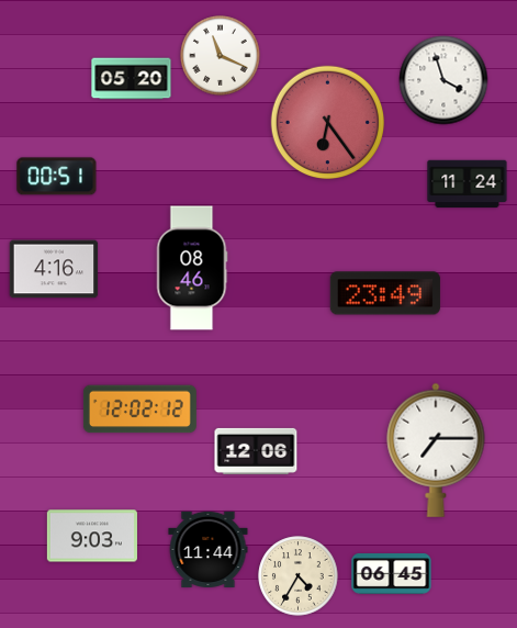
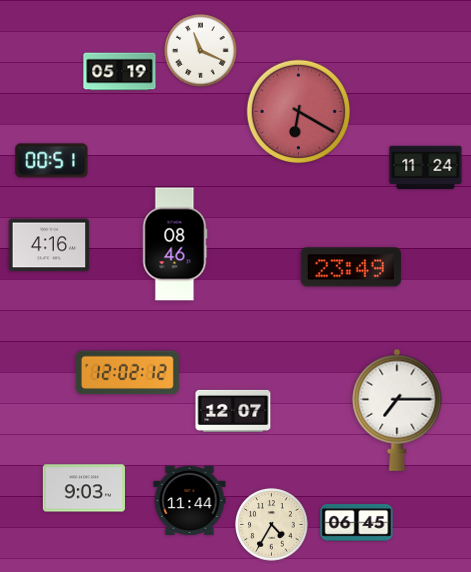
clock at (132, 79): 05:20 -> 05:19
clock at (443, 80): 3:57 -> none
clock at (328, 123): 6:24 -> 6:20
clock at (256, 451): 12:06 -> 12:07
